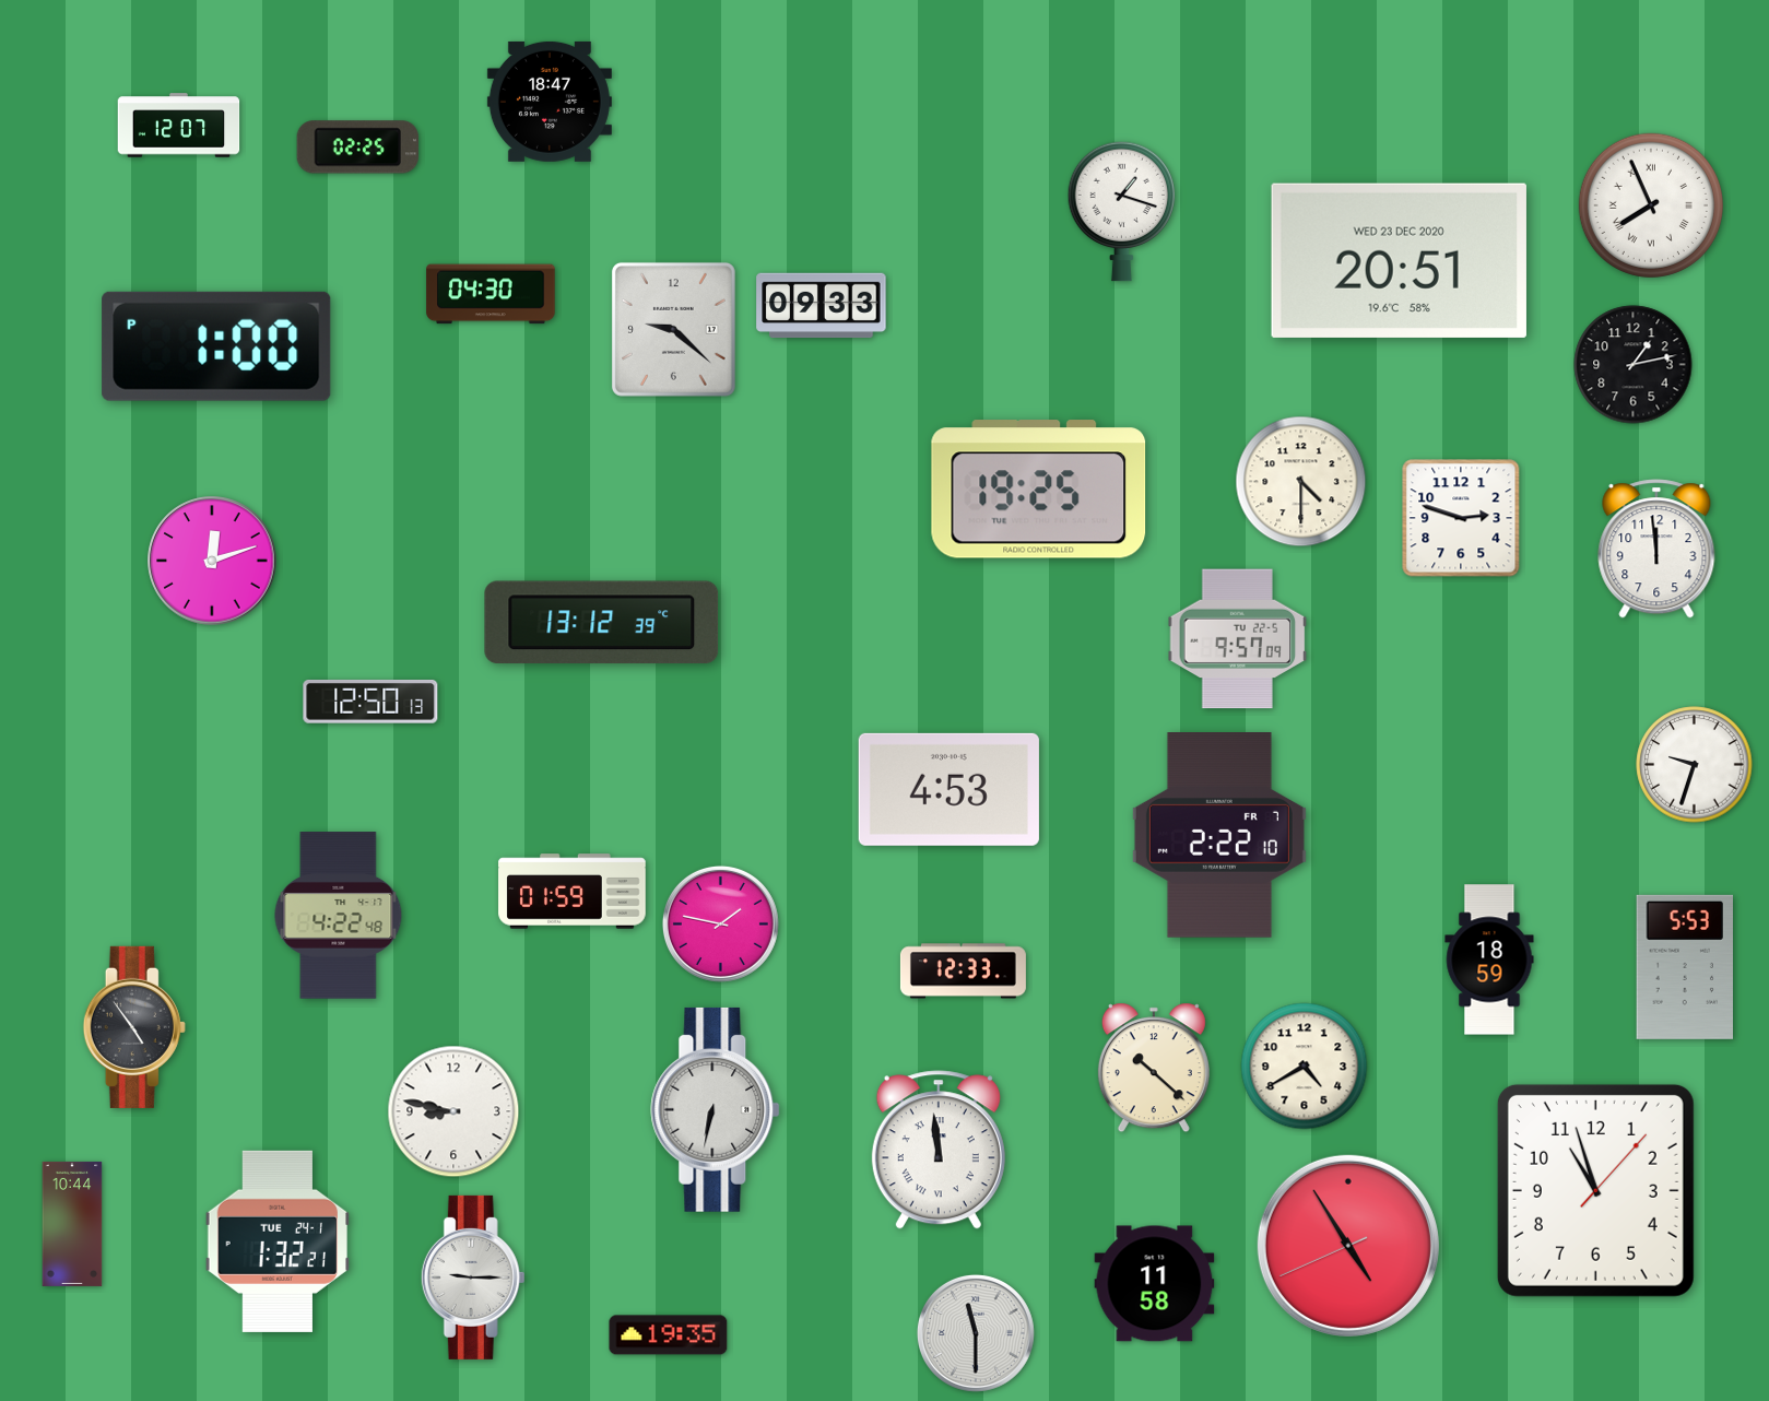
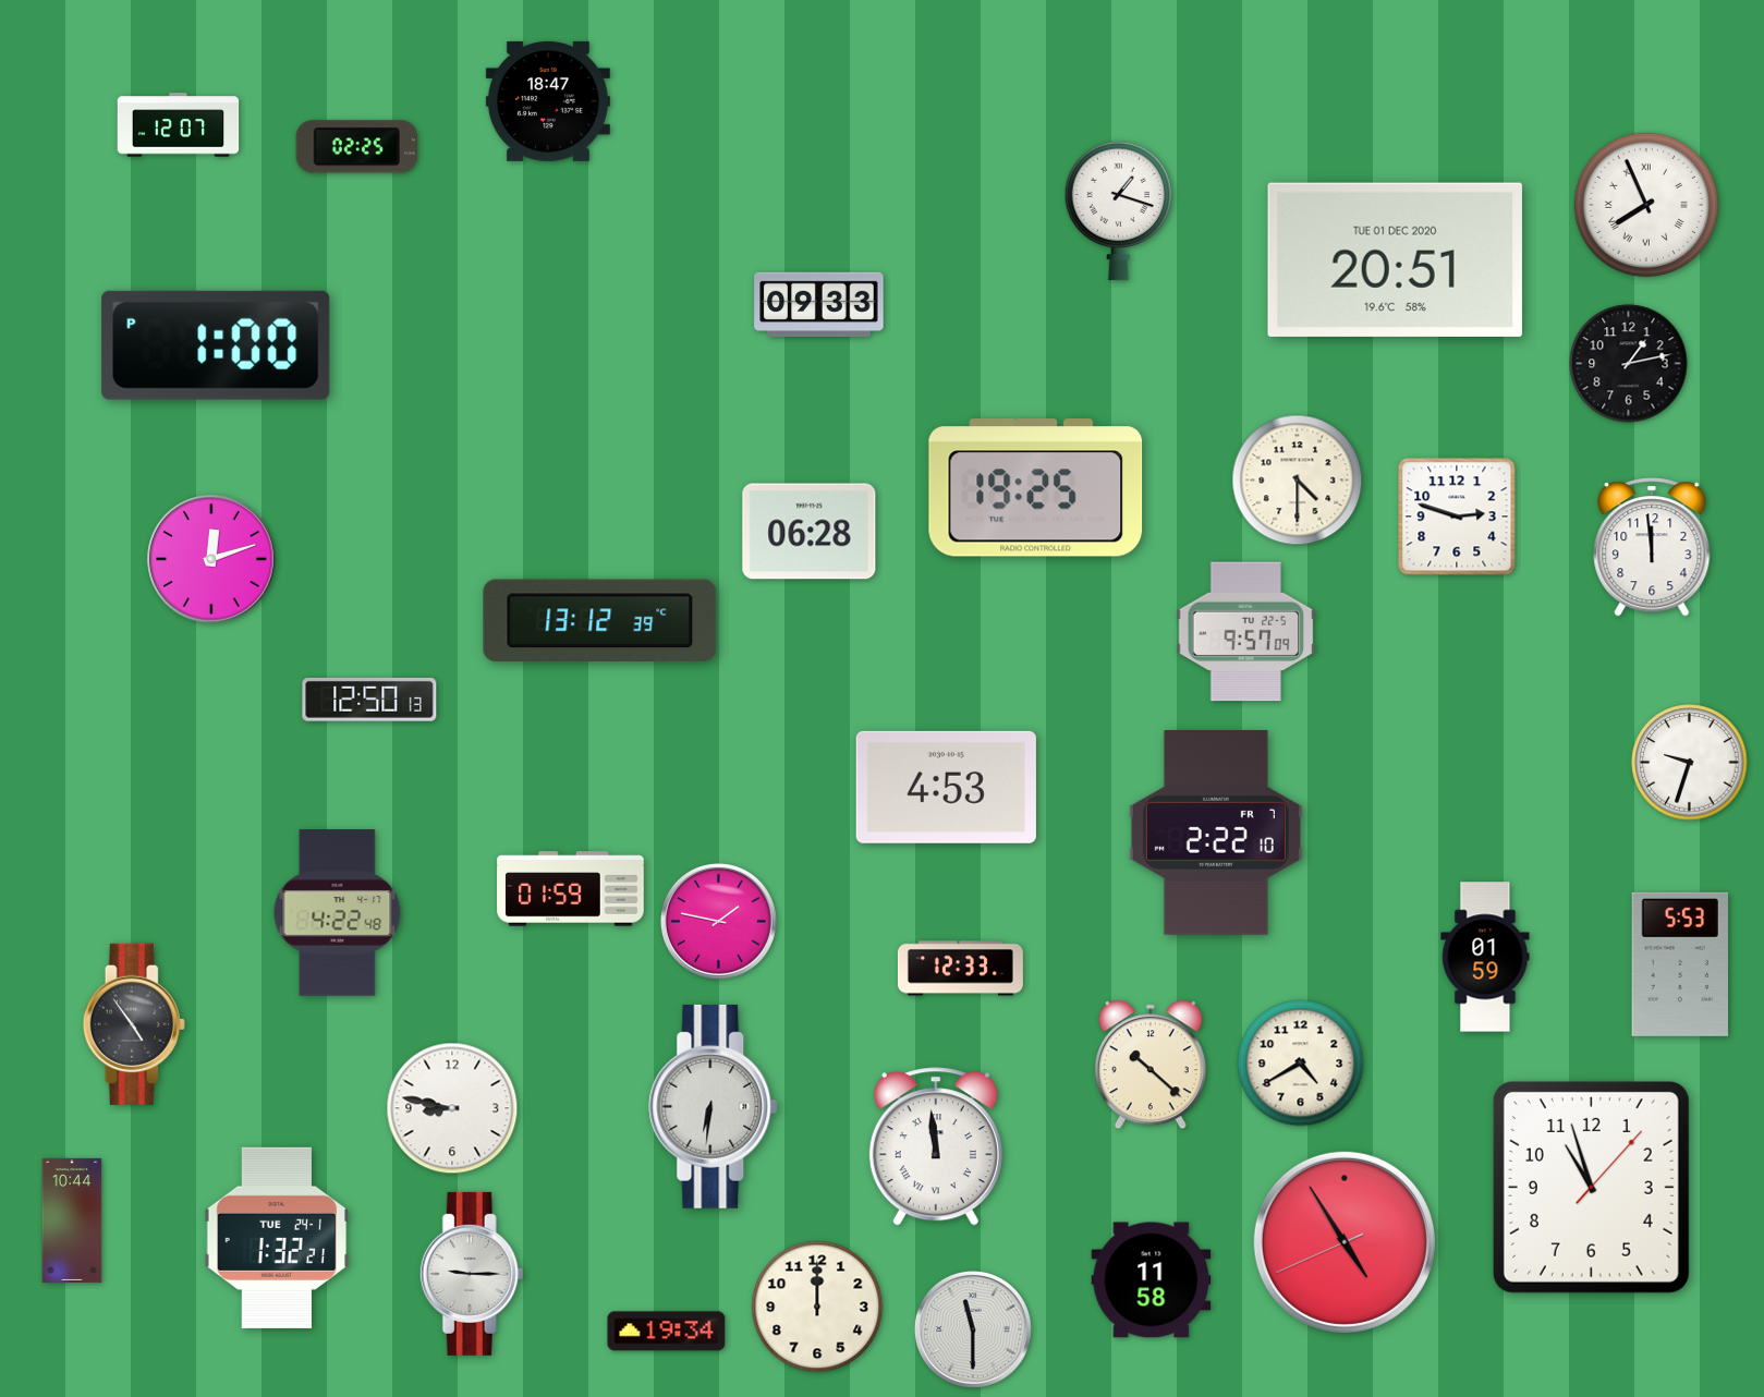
clock at (1399, 260) date: WED 23 DEC 2020 -> TUE 01 DEC 2020
clock at (491, 294): 04:30 -> none
clock at (673, 329): 9:22 -> none
clock at (810, 532): none -> 06:28
clock at (1238, 639) position: (1238, 639) -> (1246, 632)
clock at (1489, 959): 18:59 -> 01:59
clock at (716, 1109): 6:32 -> 6:31
clock at (817, 1307): none -> 12:00
clock at (669, 1335): 19:35 -> 19:34
